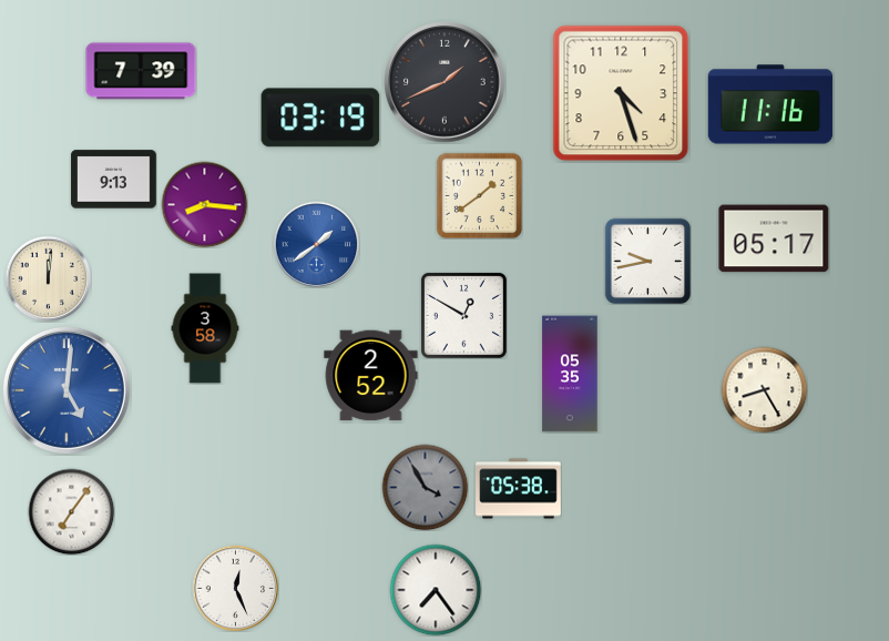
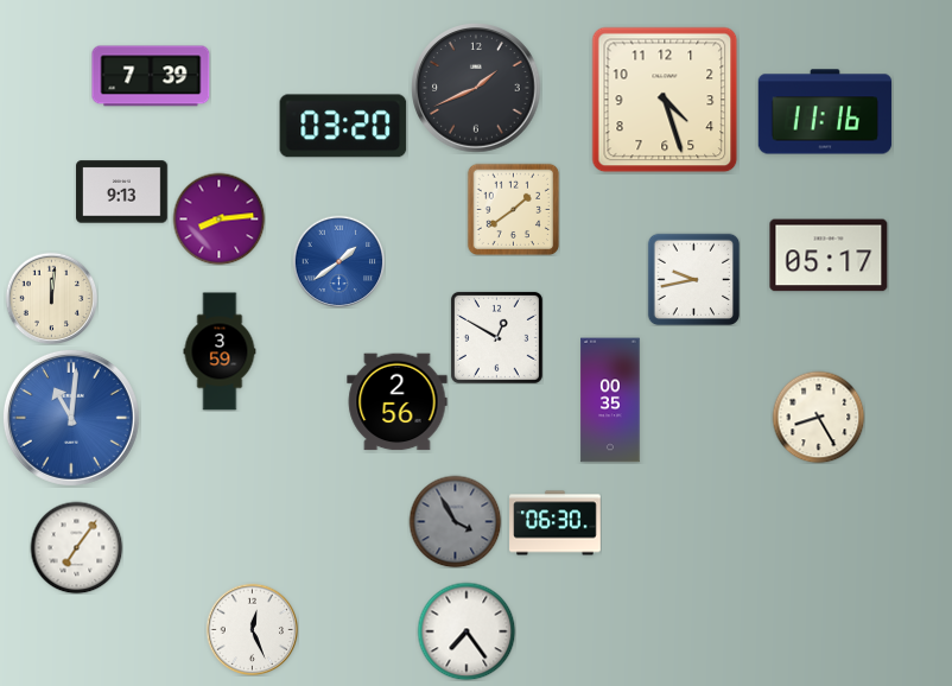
clock at (320, 118): 03:19 -> 03:20
clock at (204, 204): 8:16 -> 8:14
clock at (205, 328): 3:58 -> 3:59
clock at (570, 374): 05:35 -> 00:35
clock at (371, 376): 2:52 -> 2:56
clock at (67, 390): 5:01 -> 11:01
clock at (519, 489): 05:38 -> 06:30
